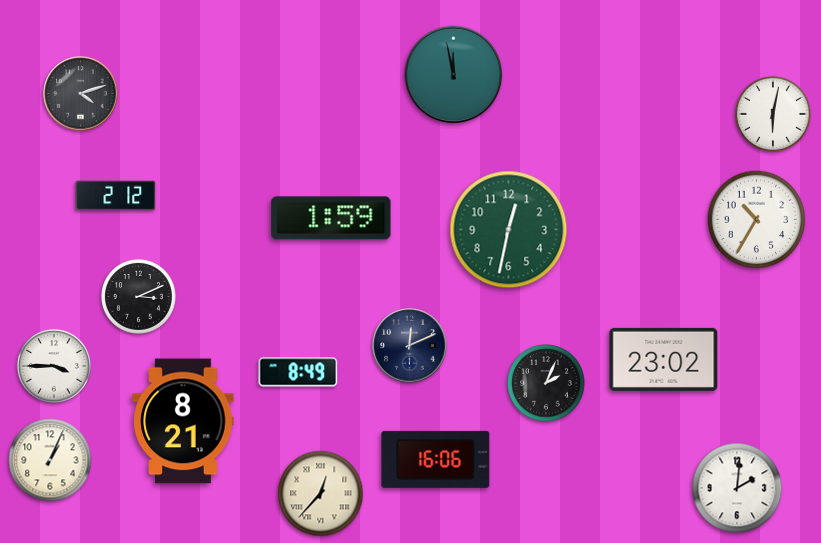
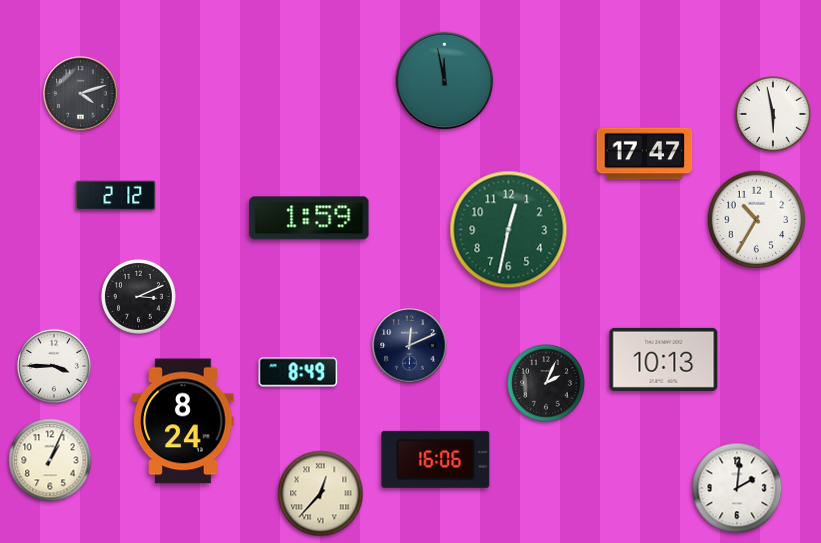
clock at (454, 75) position: (454, 75) -> (445, 81)
clock at (774, 115): 6:02 -> 5:58
clock at (645, 154): none -> 17:47
clock at (331, 218) position: (331, 218) -> (309, 218)
clock at (664, 359): 23:02 -> 10:13
clock at (183, 421): 8:21 -> 8:24
